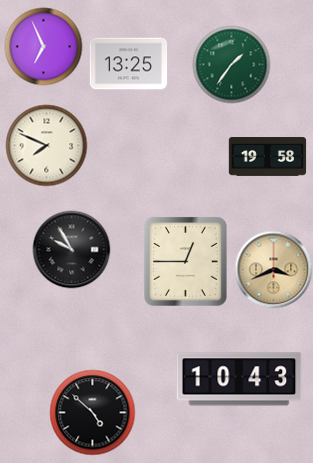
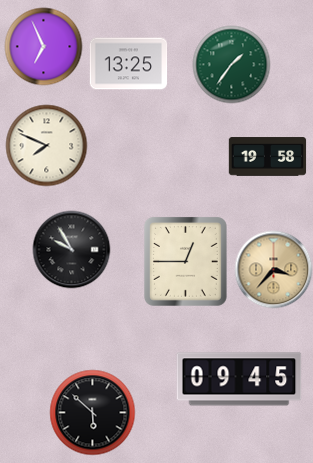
clock at (273, 269): 3:41 -> 3:37
clock at (239, 379): 10:43 -> 09:45
clock at (92, 412): 4:52 -> 5:52
